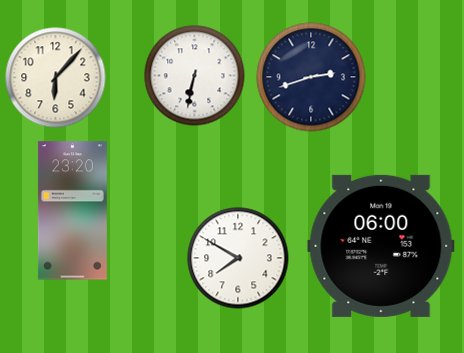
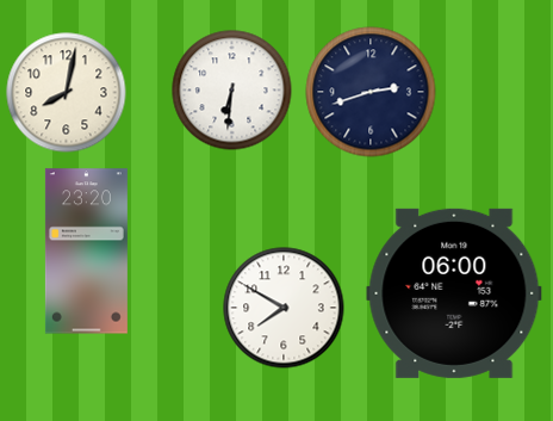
clock at (195, 76): 6:32 -> 6:31
clock at (56, 78): 6:07 -> 8:02
